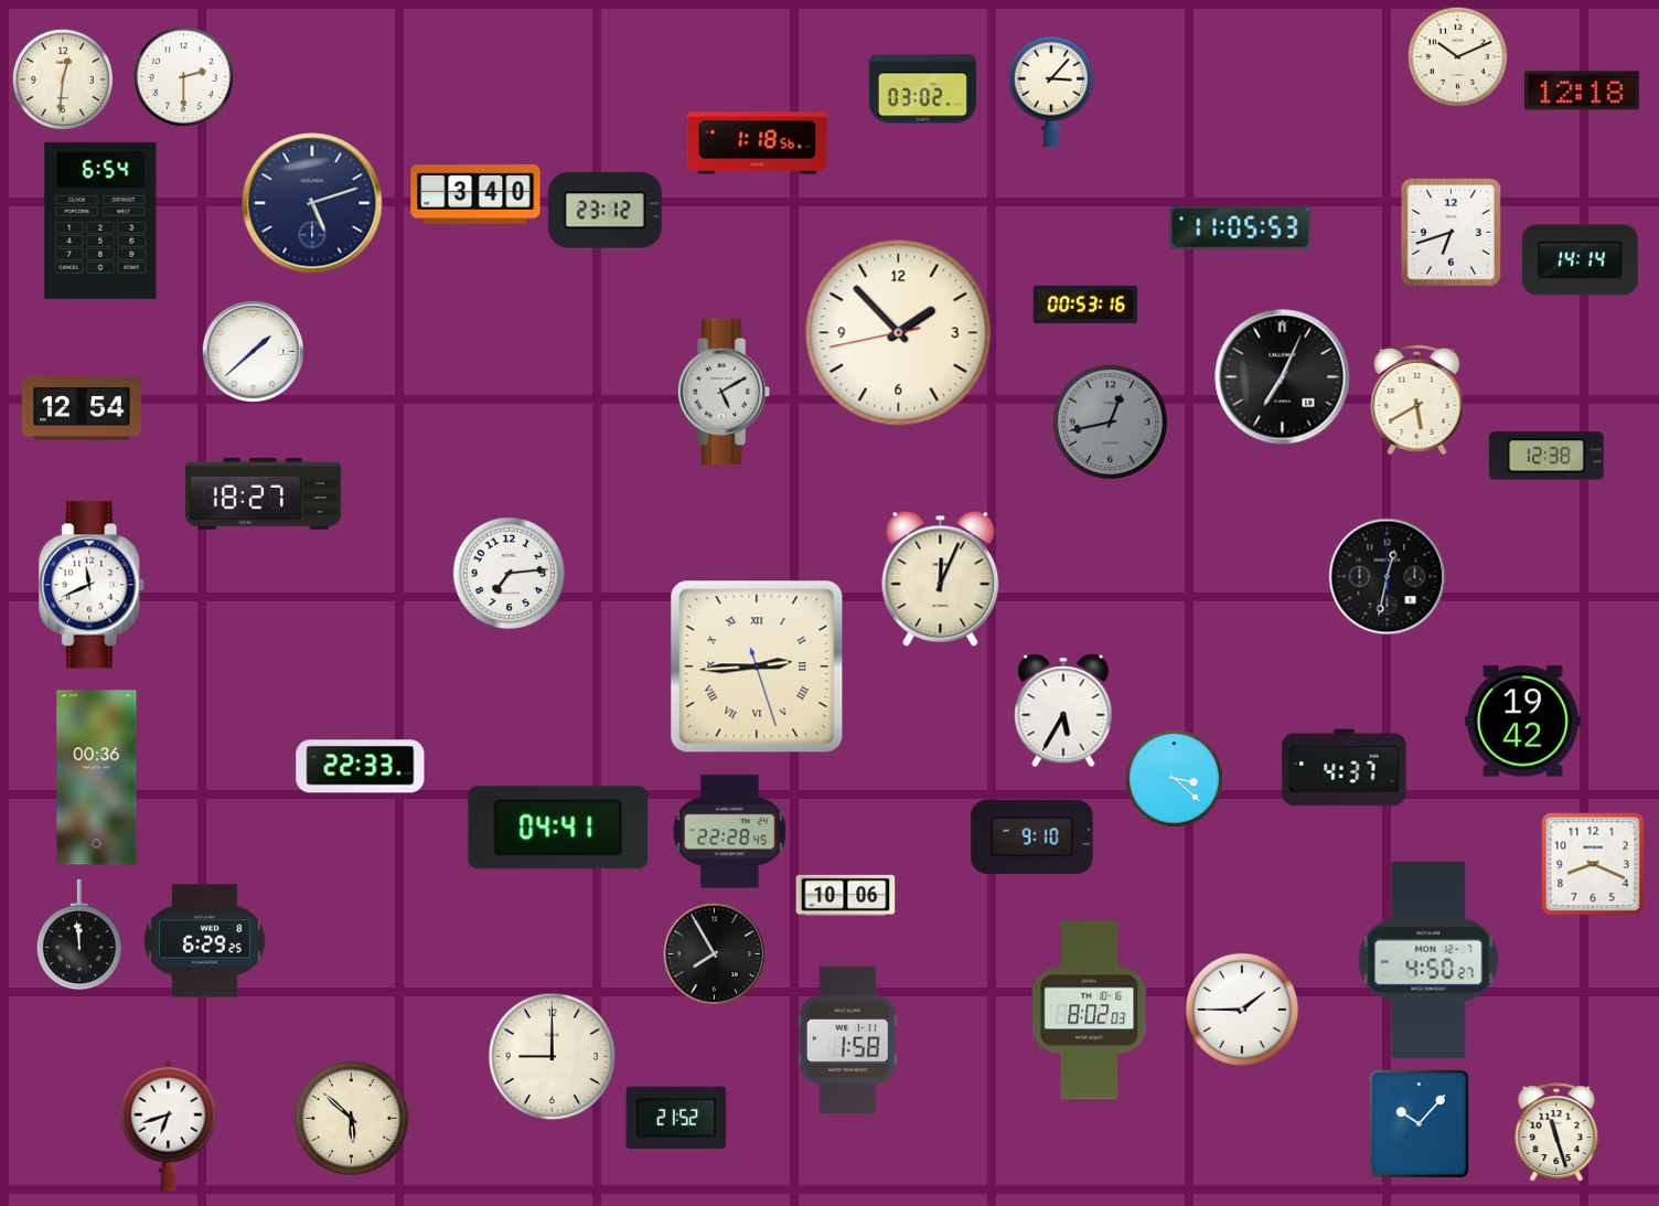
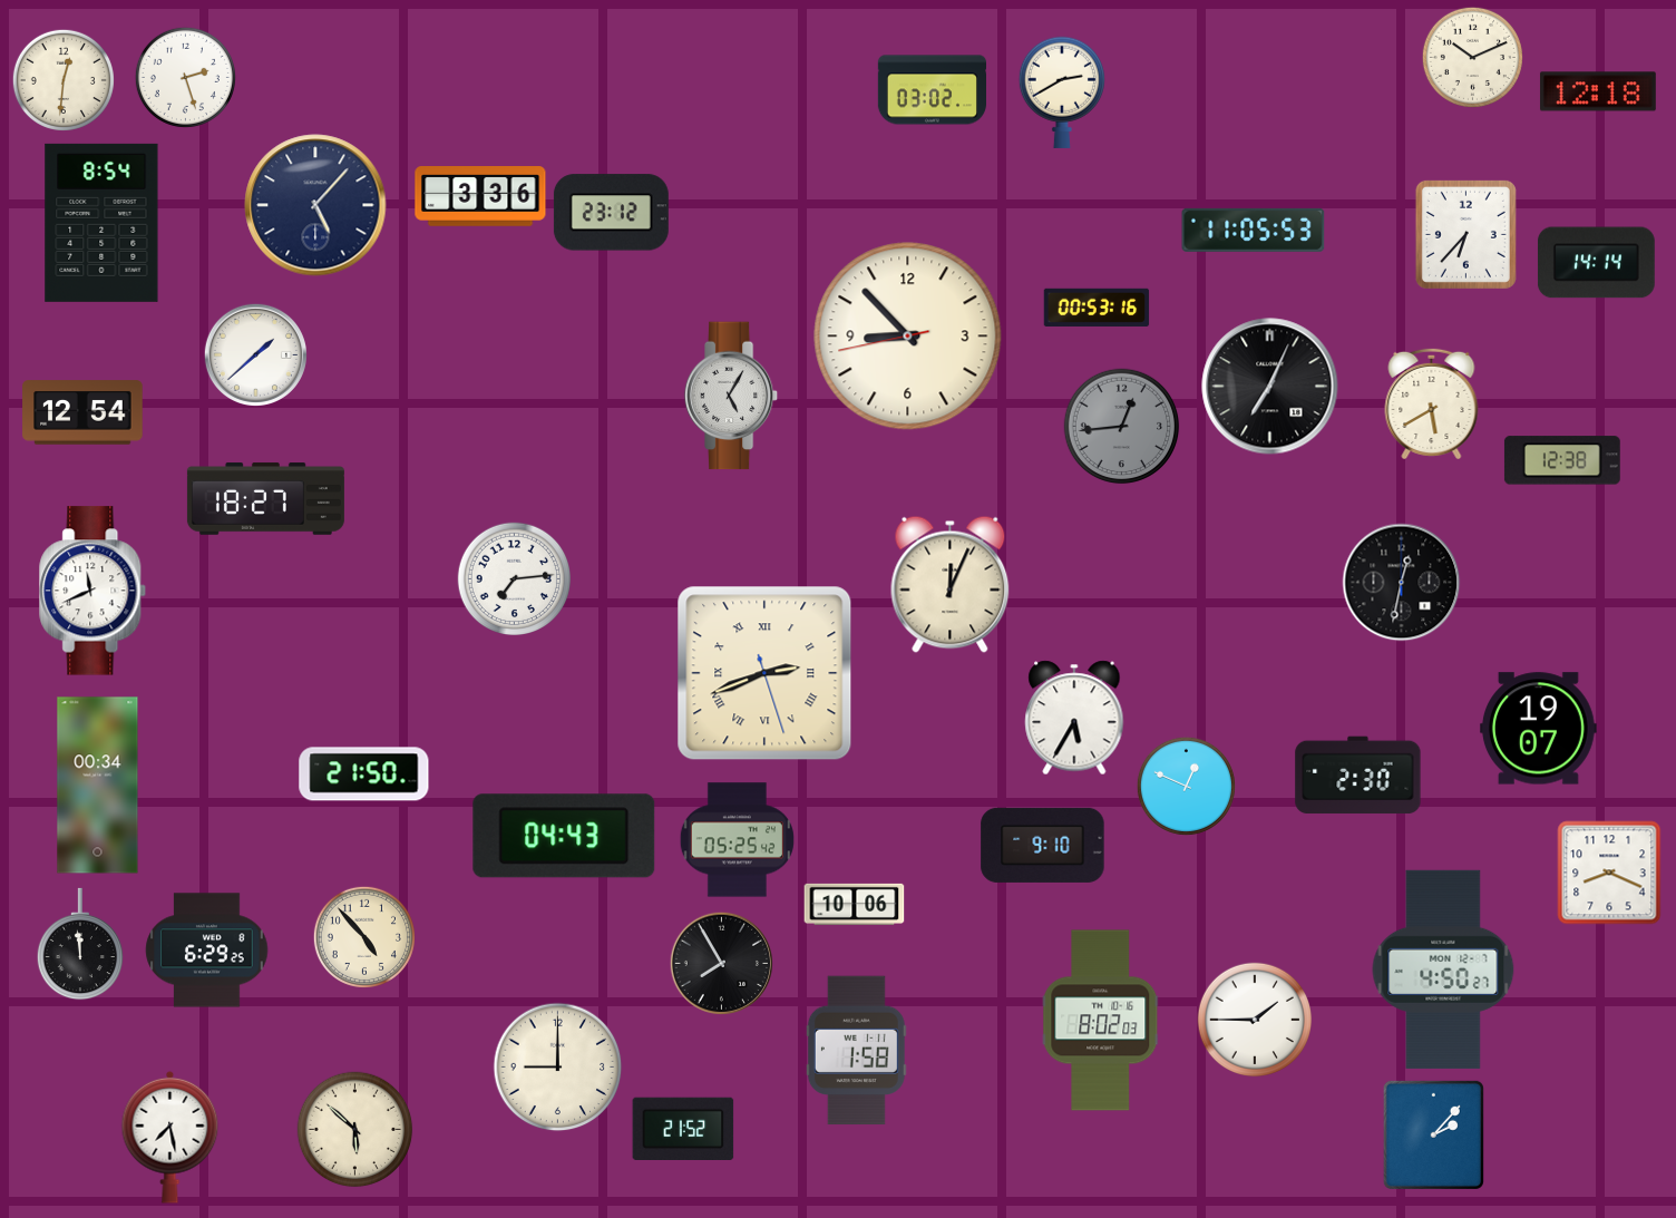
clock at (183, 76): 2:30 -> 2:27
clock at (1051, 92): 3:07 -> 2:40
clock at (758, 143): 1:18 -> none
clock at (475, 195): 3:40 -> 3:36
clock at (312, 203): 5:12 -> 5:07
clock at (100, 221): 6:54 -> 8:54
clock at (1451, 232): 6:42 -> 6:37
clock at (899, 333): 1:52 -> 8:52
clock at (1283, 377) position: (1283, 377) -> (1270, 387)
clock at (724, 392): 5:10 -> 5:05
clock at (1111, 423): 12:43 -> 12:44
clock at (757, 666): 2:44 -> 2:41
clock at (1522, 722): 19:42 -> 19:07
clock at (361, 767): 22:33 -> 21:50
clock at (1345, 768): 4:37 -> 2:30
clock at (97, 778): 00:36 -> 00:34
clock at (1174, 778): 3:22 -> 12:49
clock at (558, 828): 04:41 -> 04:43
clock at (729, 832): 22:28 -> 05:25
clock at (364, 937): none -> 4:53
clock at (1419, 1123): 10:07 -> 2:07
clock at (169, 1125): 6:42 -> 7:28
clock at (1556, 1132): 11:27 -> none
